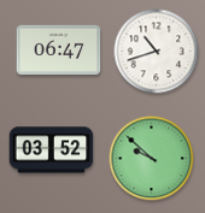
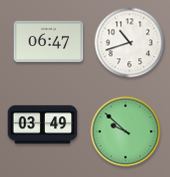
clock at (52, 150): 03:52 -> 03:49
